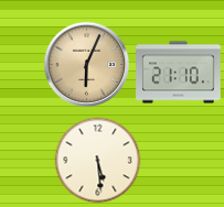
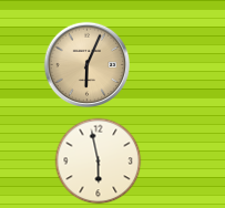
clock at (179, 73): 21:10 -> none
clock at (97, 160): 5:29 -> 5:58
